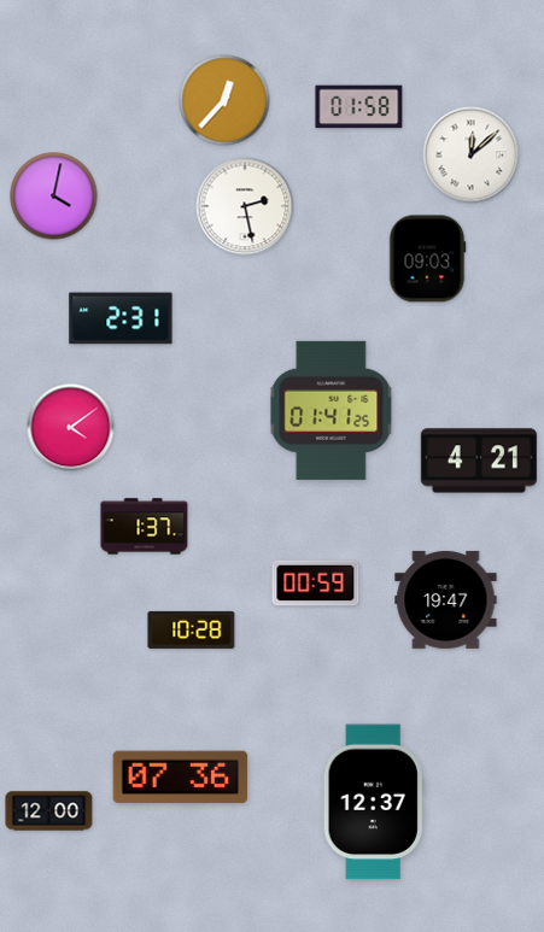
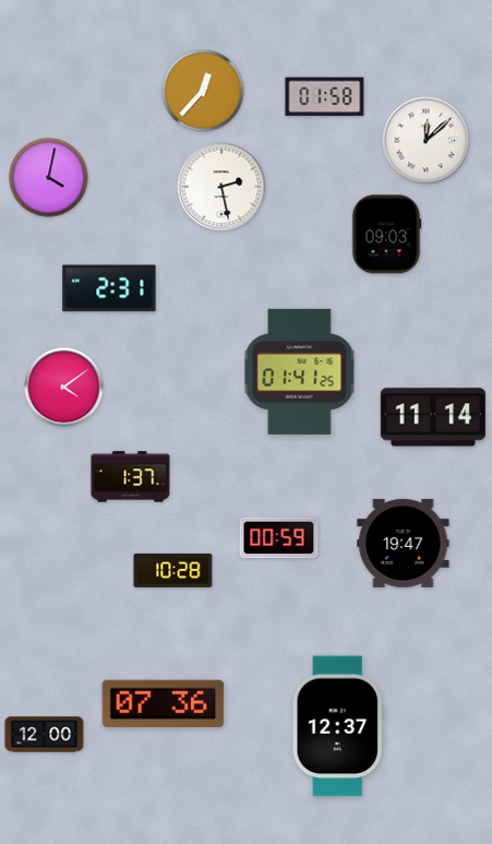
clock at (479, 461): 4:21 -> 11:14
clock at (316, 584) position: (316, 584) -> (279, 538)
